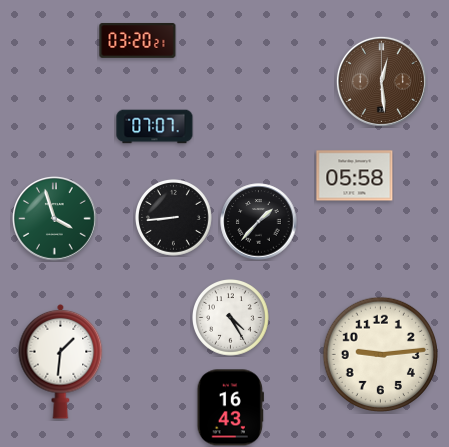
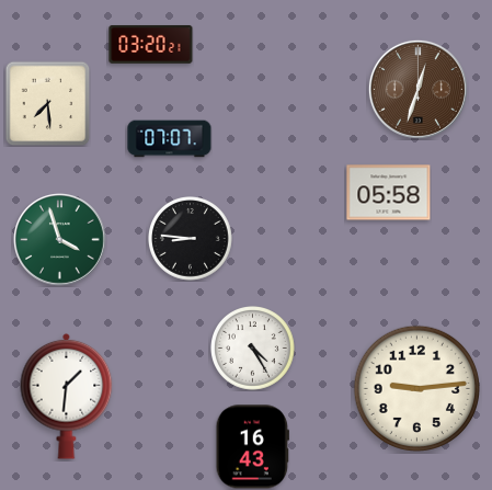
clock at (381, 81): 12:29 -> 12:33
clock at (47, 103): none -> 7:29
clock at (174, 218): 8:44 -> 8:46
clock at (259, 222): 1:37 -> none
